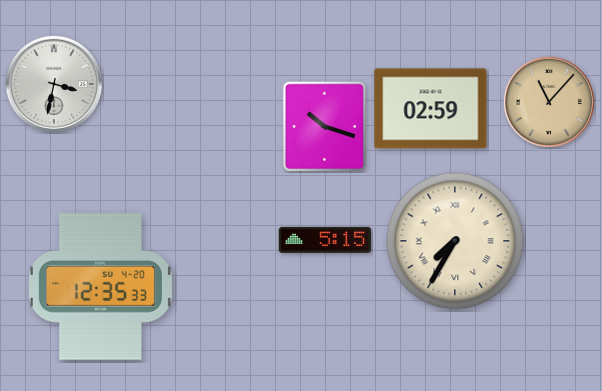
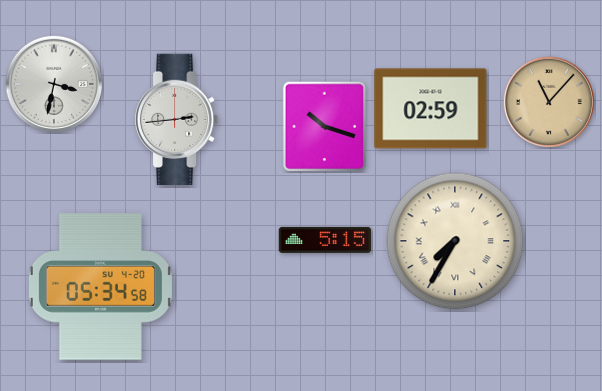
clock at (178, 120): none -> 2:44
clock at (100, 287): 12:35 -> 05:34
